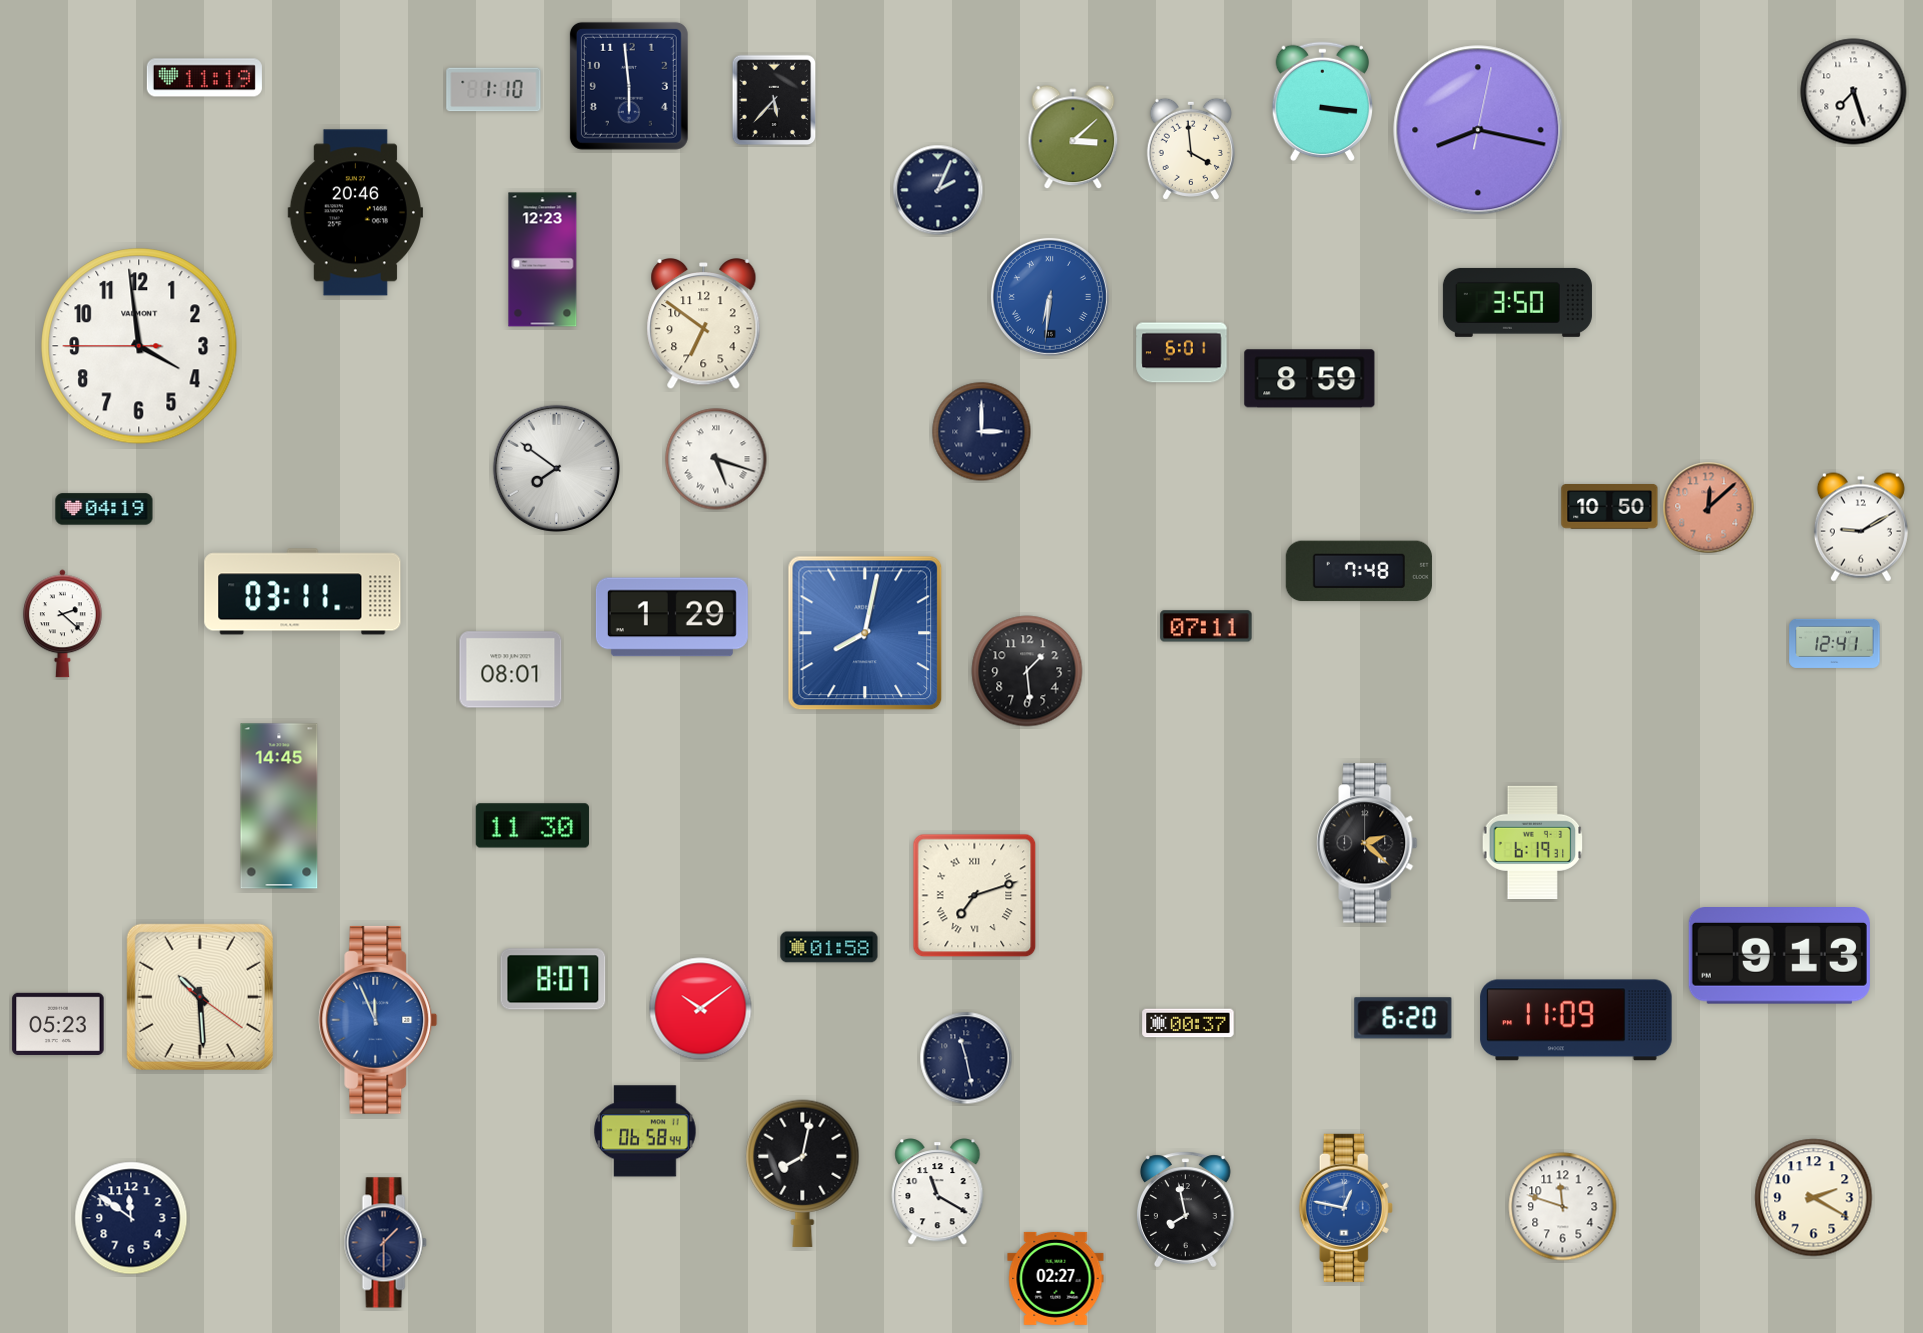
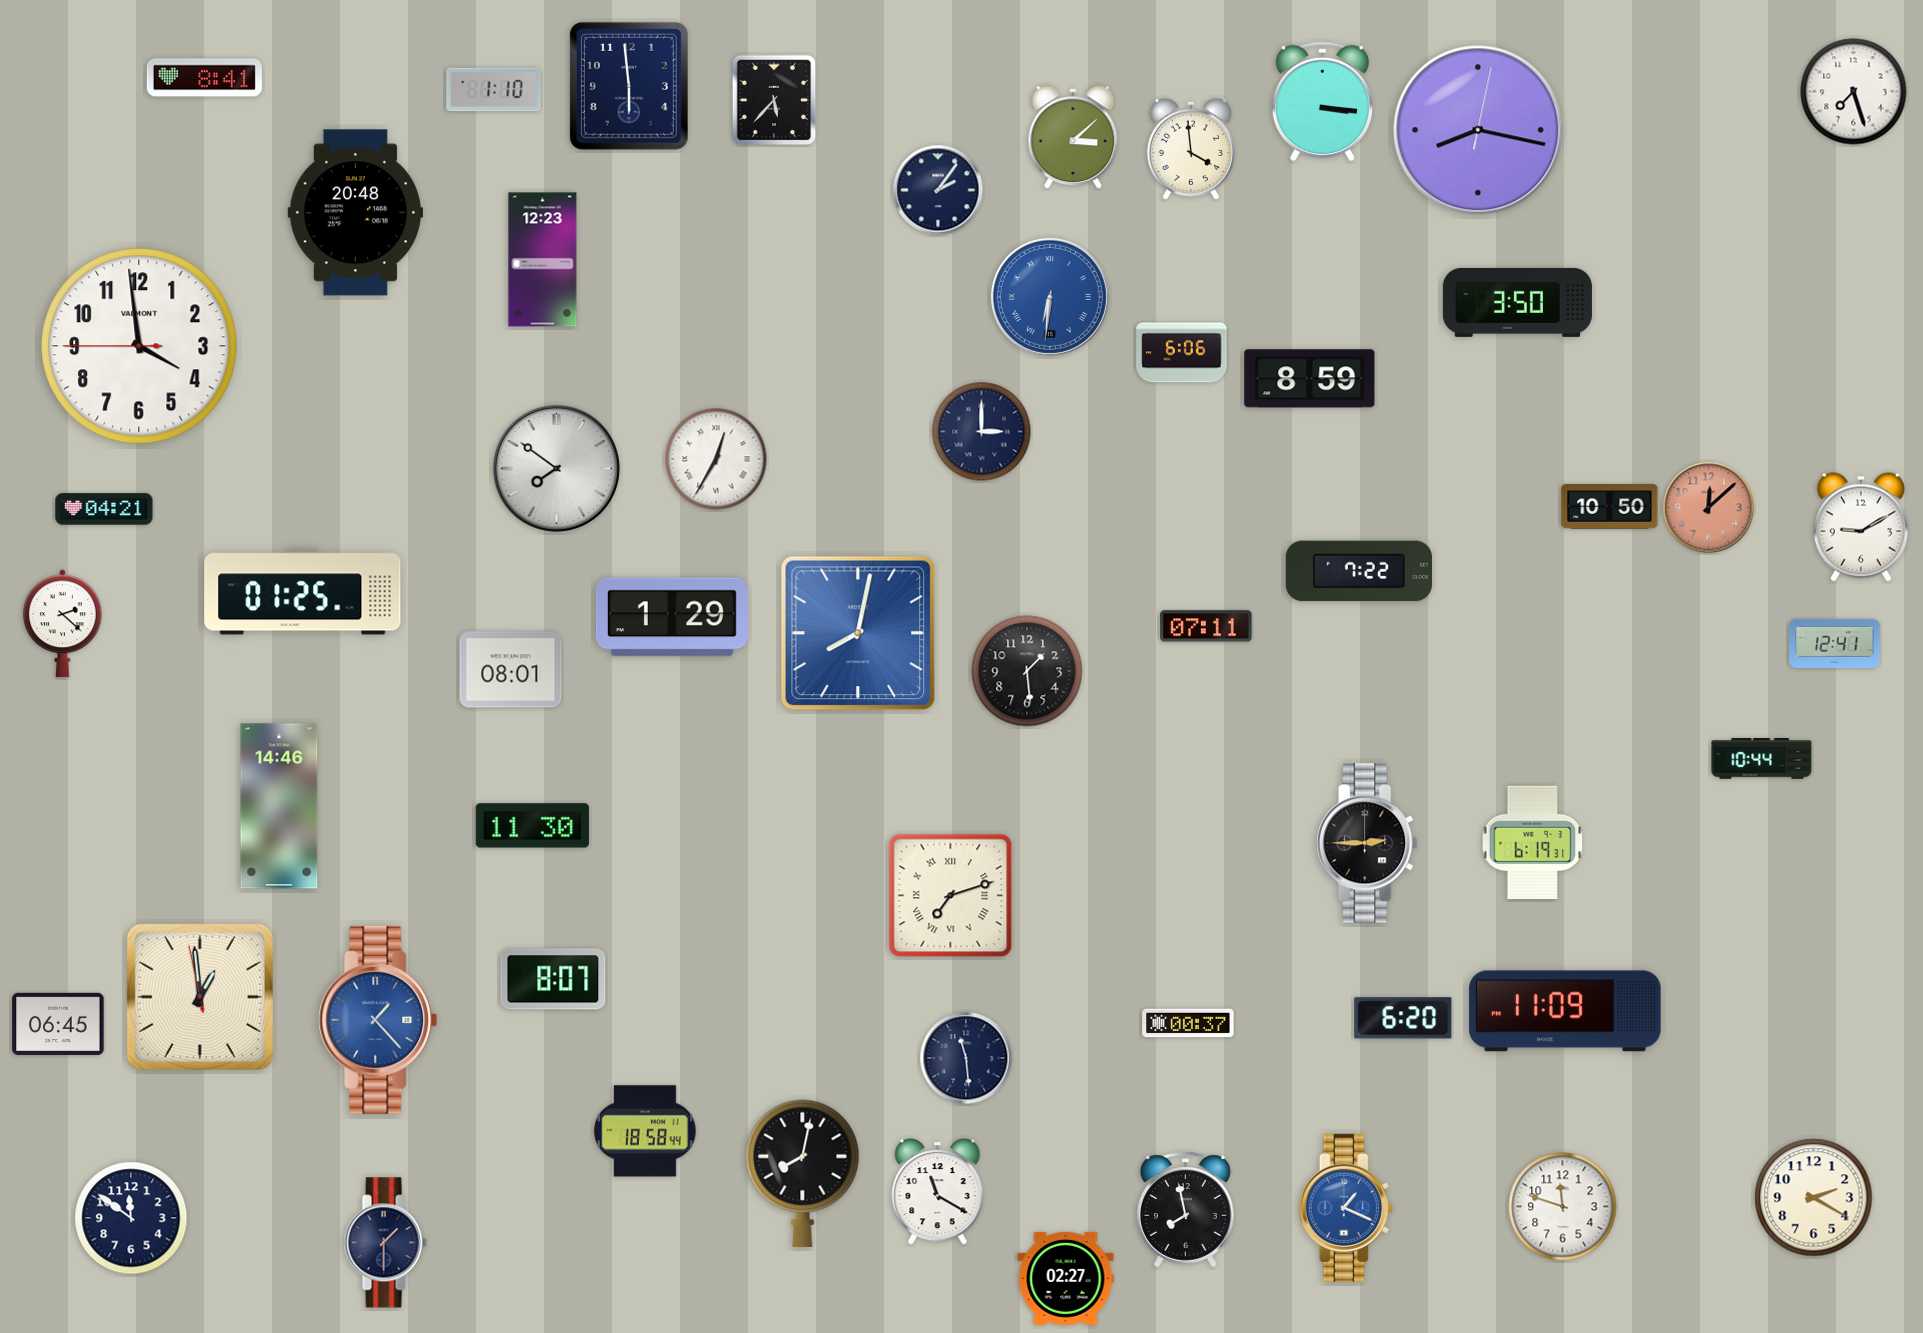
clock at (204, 78): 11:19 -> 8:41
clock at (938, 190): 2:04 -> 2:06
clock at (355, 213): 20:46 -> 20:48
clock at (704, 325): 6:51 -> none
clock at (1182, 353): 6:01 -> 6:06
clock at (716, 459): 5:18 -> 12:35
clock at (104, 509): 04:19 -> 04:21
clock at (1359, 571): 7:48 -> 7:22
clock at (303, 592): 03:11 -> 01:25
clock at (865, 633) position: (865, 633) -> (858, 633)
clock at (1762, 759): none -> 10:44
clock at (279, 806): 14:45 -> 14:46
clock at (1367, 843): 2:22 -> 2:45
clock at (975, 896) position: (975, 896) -> (951, 896)
clock at (829, 947): 01:58 -> none
clock at (1779, 956): 9:13 -> none
clock at (200, 997): 10:29 -> 12:58
clock at (701, 1009): 10:09 -> none
clock at (378, 1020): 11:56 -> 1:23
clock at (1576, 1020) position: (1576, 1020) -> (1565, 1011)
clock at (58, 1024): 05:23 -> 06:45
clock at (966, 1058): 11:28 -> 11:29
clock at (645, 1131): 06:58 -> 18:58
clock at (1346, 1208): 12:47 -> 1:19
clock at (1056, 1278) position: (1056, 1278) -> (1066, 1278)
